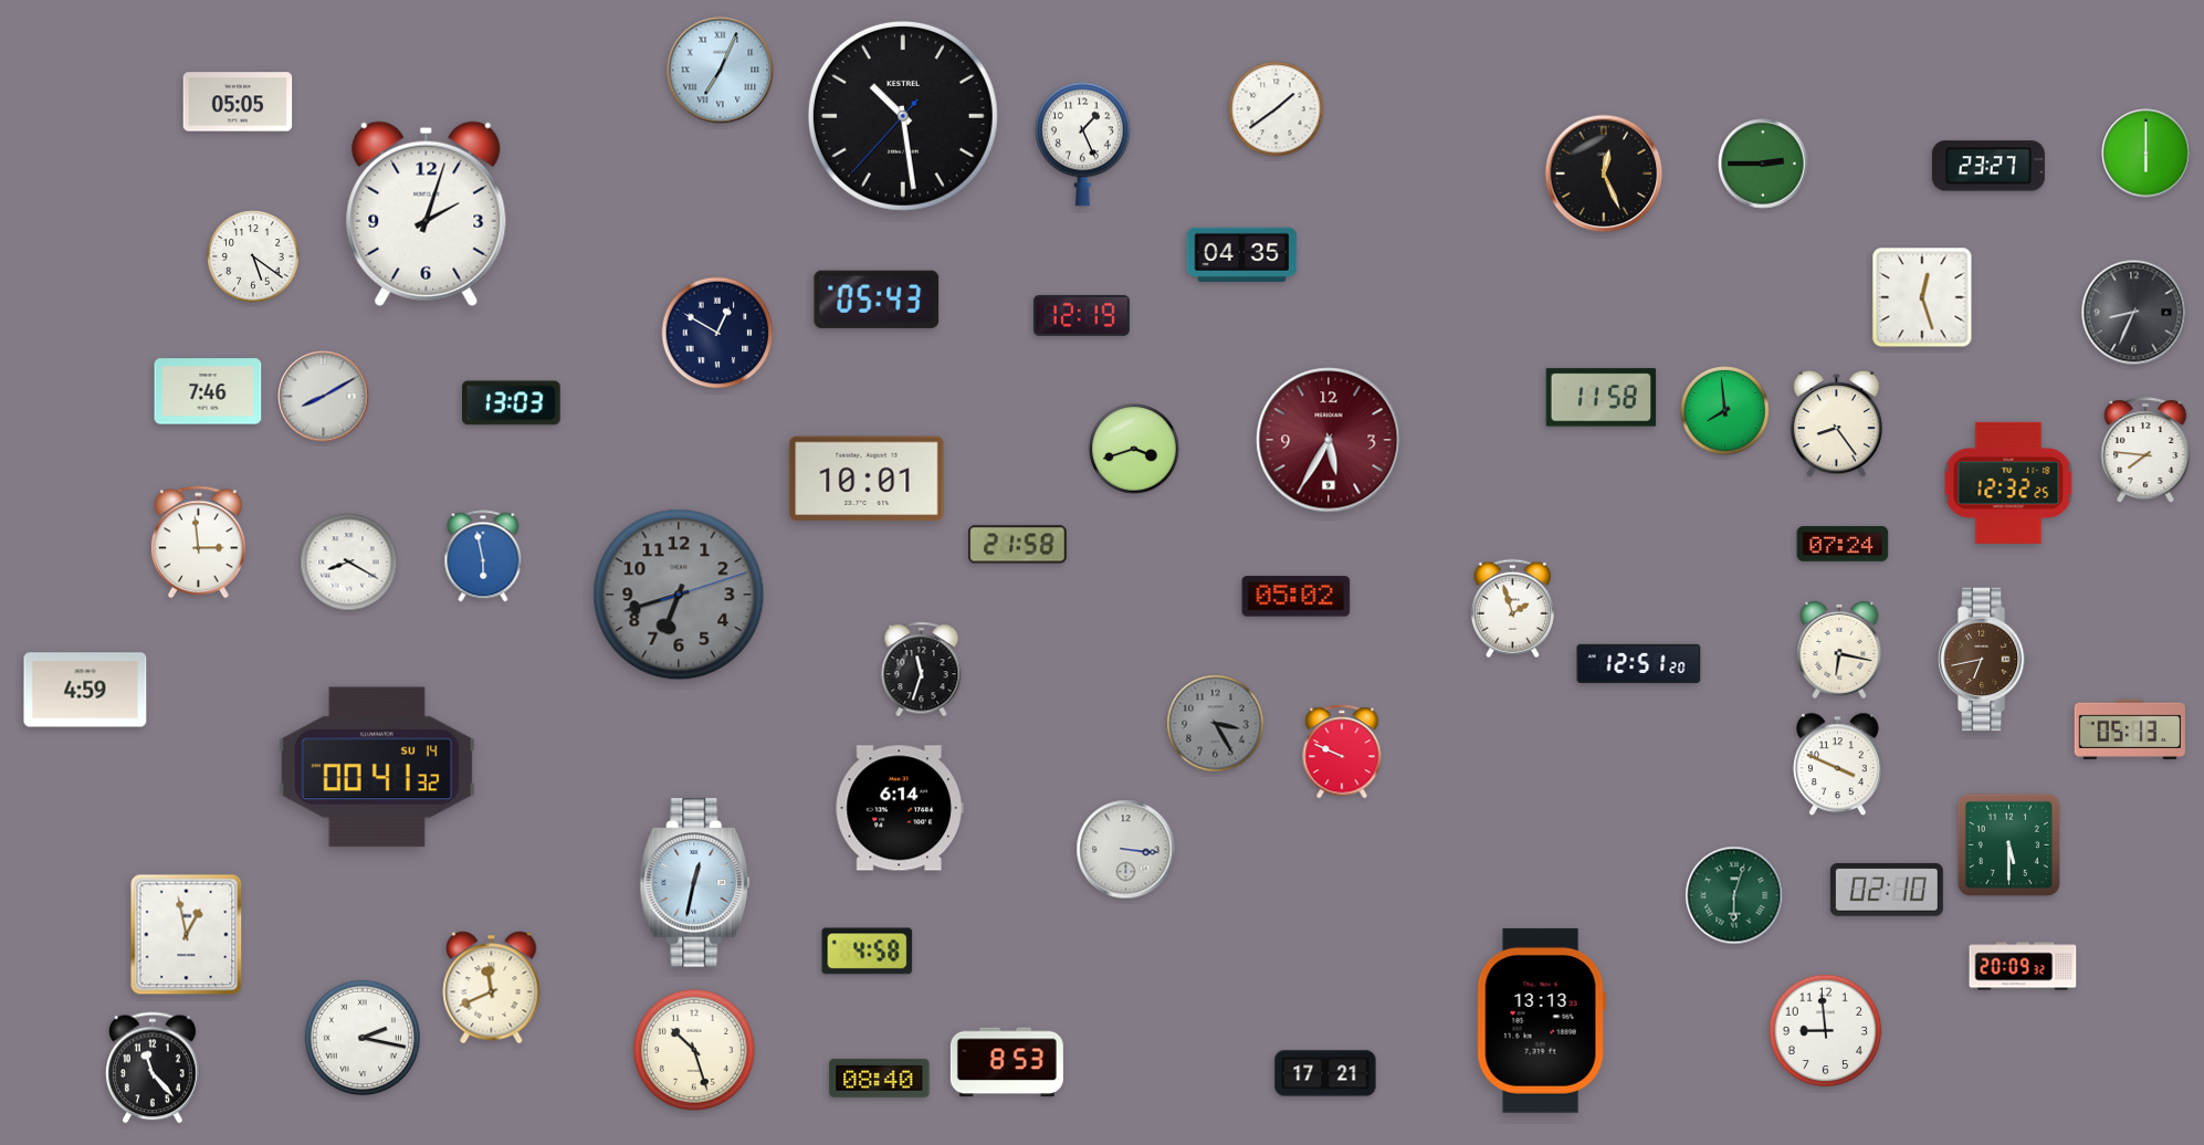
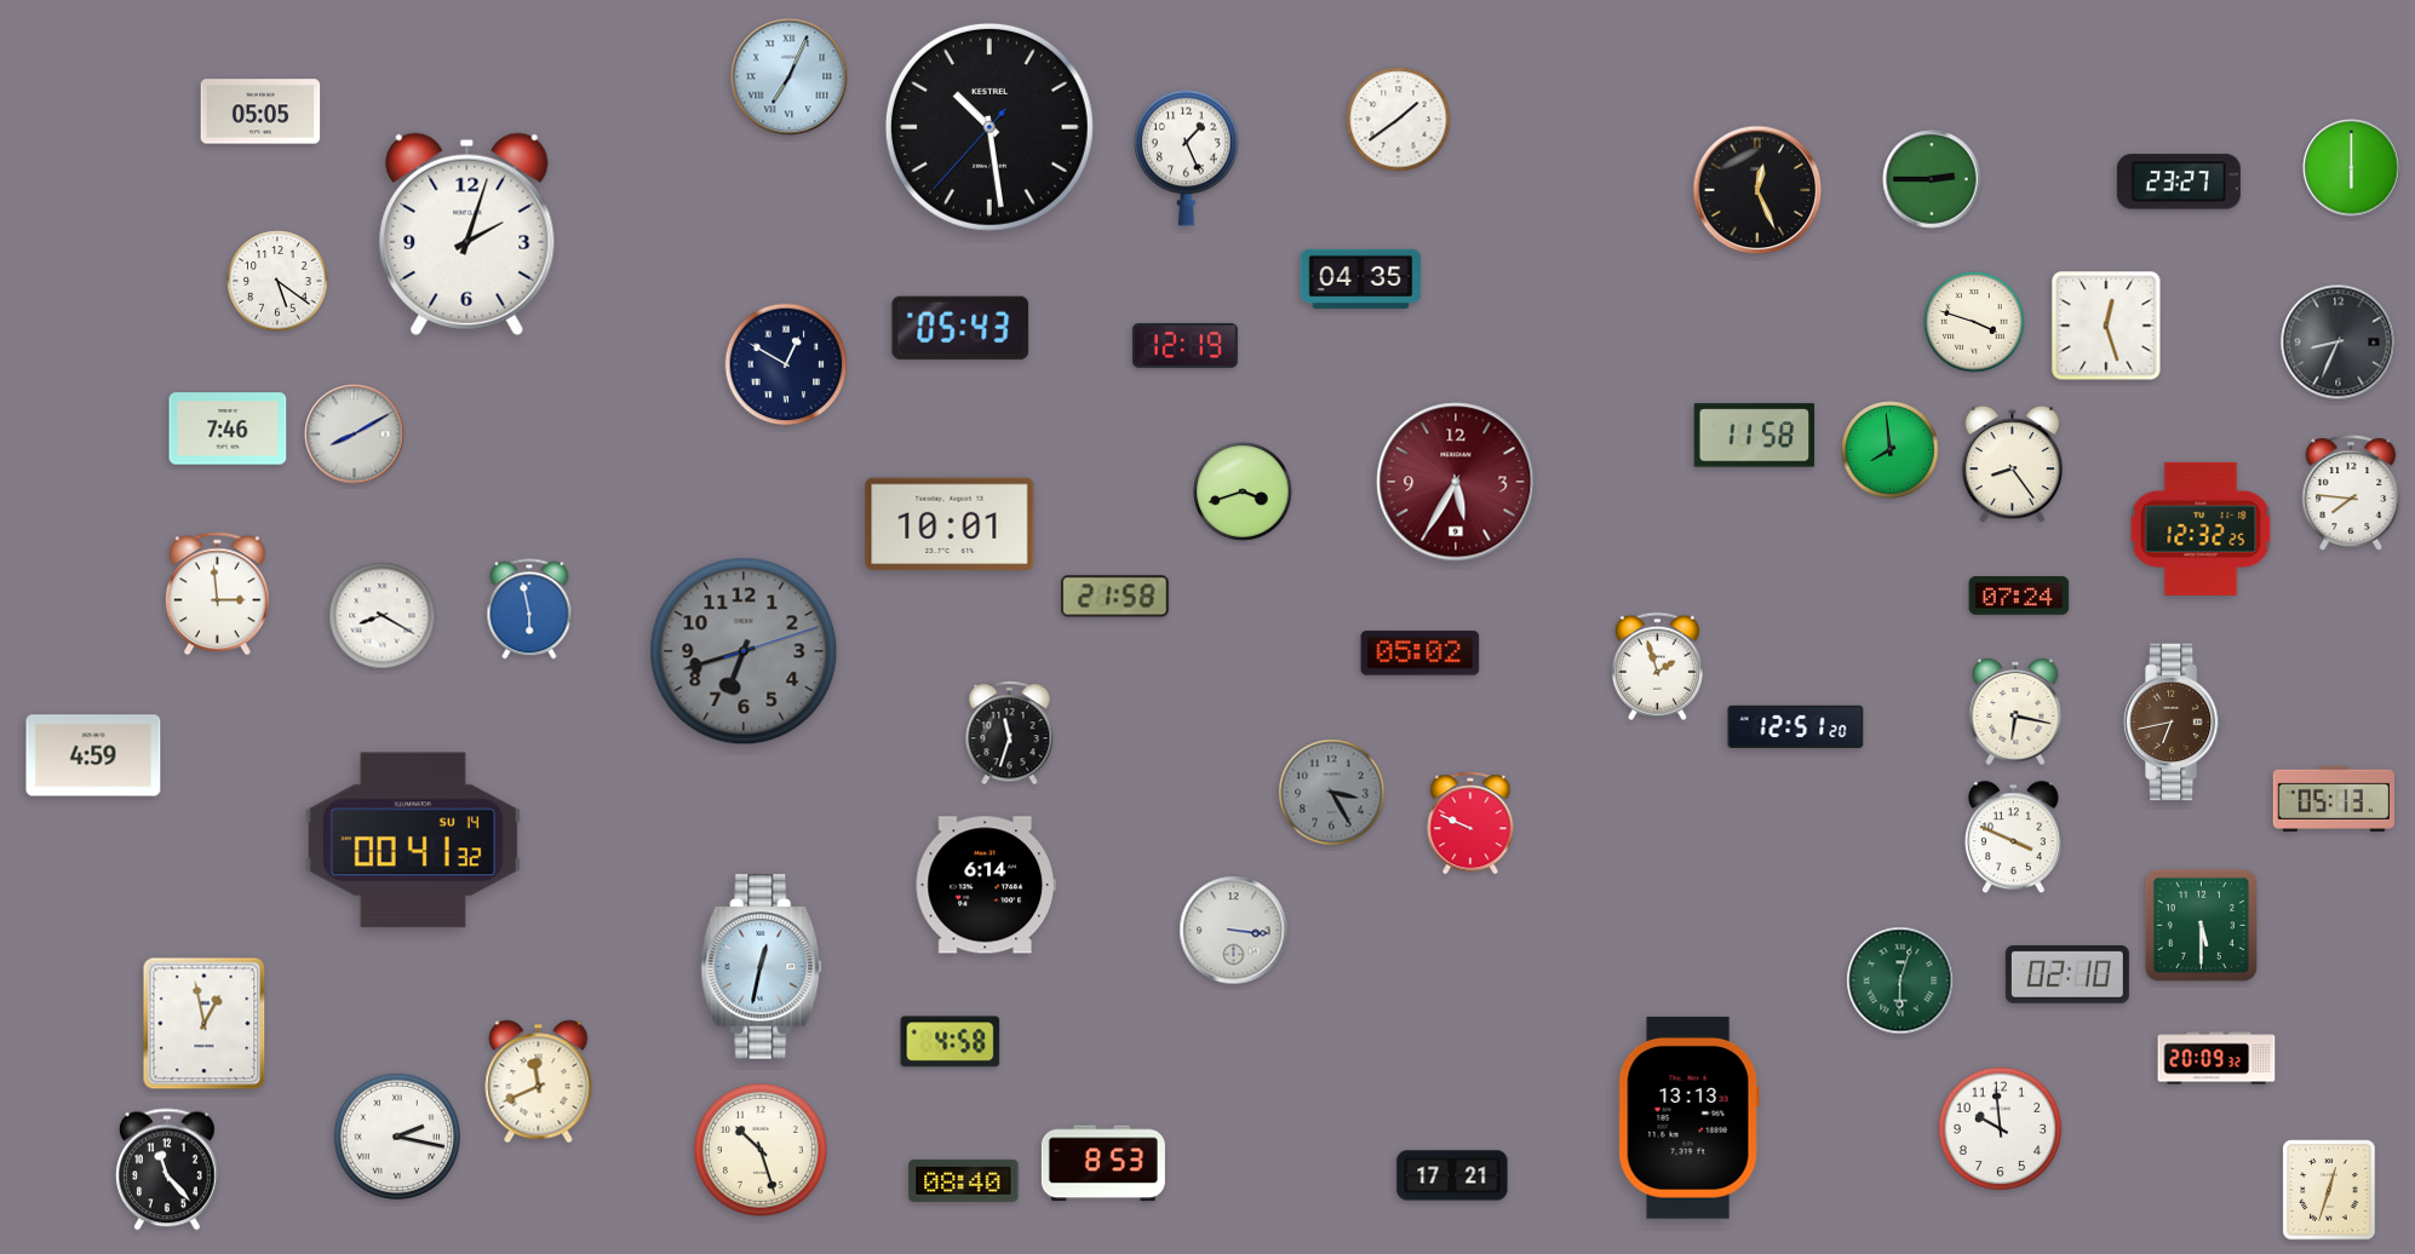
clock at (1974, 322): none -> 3:48
clock at (512, 403): 13:03 -> none
clock at (1826, 1031): 8:59 -> 9:59
clock at (2329, 1190): none -> 12:33
